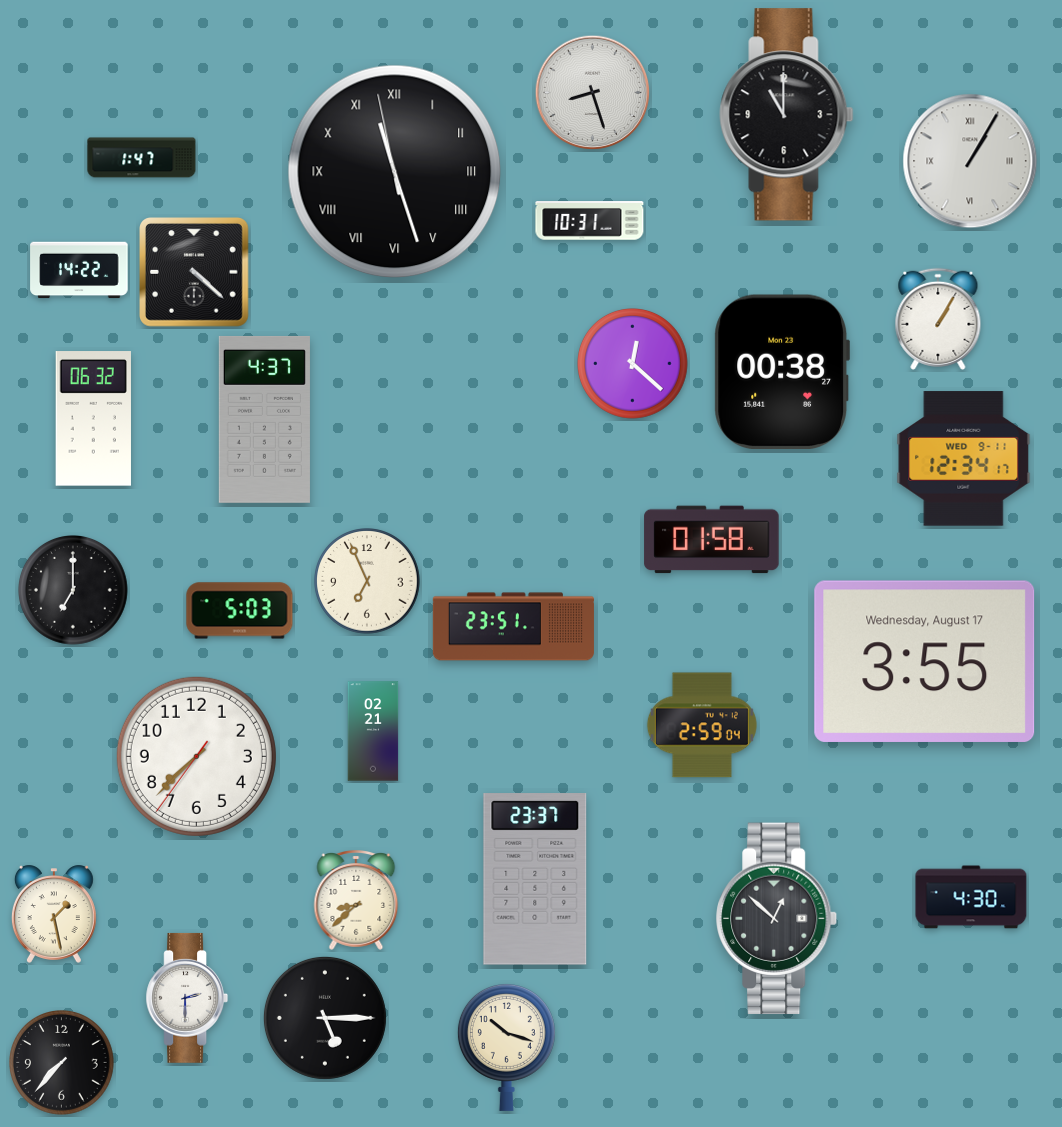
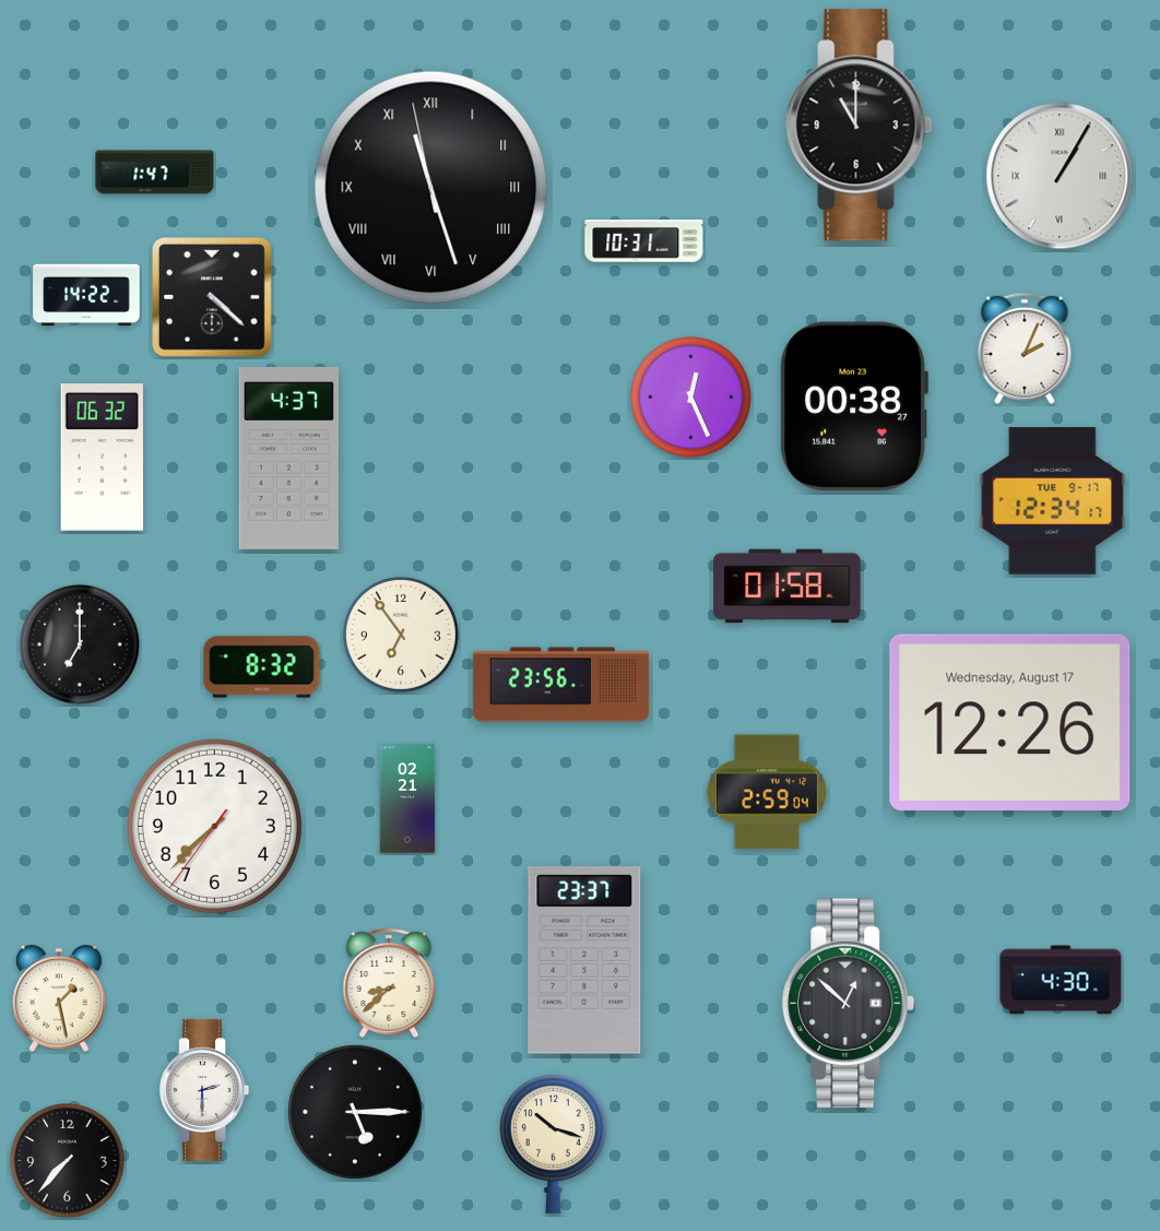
clock at (593, 93): 8:27 -> none
clock at (938, 319): 1:05 -> 2:04
clock at (633, 364): 12:22 -> 12:26
clock at (964, 459) date: WED 9-11 -> TUE 9-17
clock at (712, 540) position: (712, 540) -> (788, 587)
clock at (368, 582): 6:56 -> 6:54
clock at (240, 611): 5:03 -> 8:32
clock at (513, 627): 23:51 -> 23:56
clock at (925, 661): 3:55 -> 12:26
